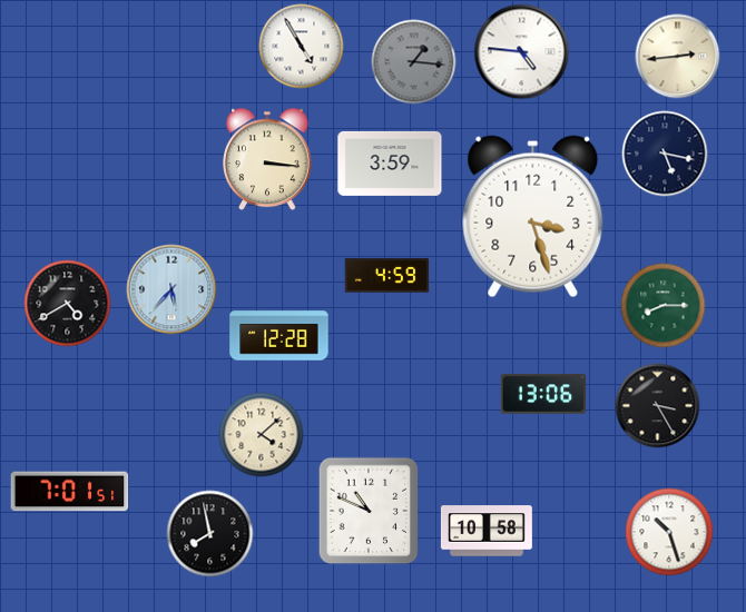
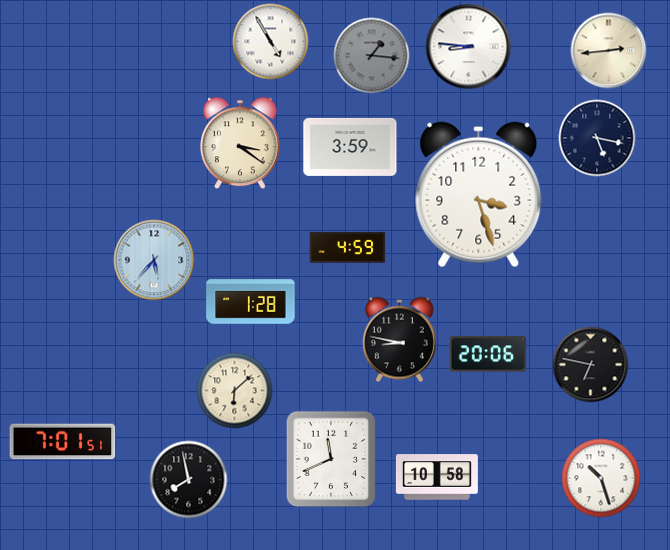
clock at (522, 52): 4:46 -> 8:46
clock at (267, 159): 3:16 -> 3:21
clock at (68, 304): 4:40 -> none
clock at (664, 306): 8:15 -> none
clock at (279, 336): 12:28 -> 1:28
clock at (399, 340): none -> 8:47
clock at (543, 394): 13:06 -> 20:06
clock at (658, 406): 3:25 -> 6:47
clock at (262, 435): 4:08 -> 6:08
clock at (369, 511): 10:49 -> 11:41
